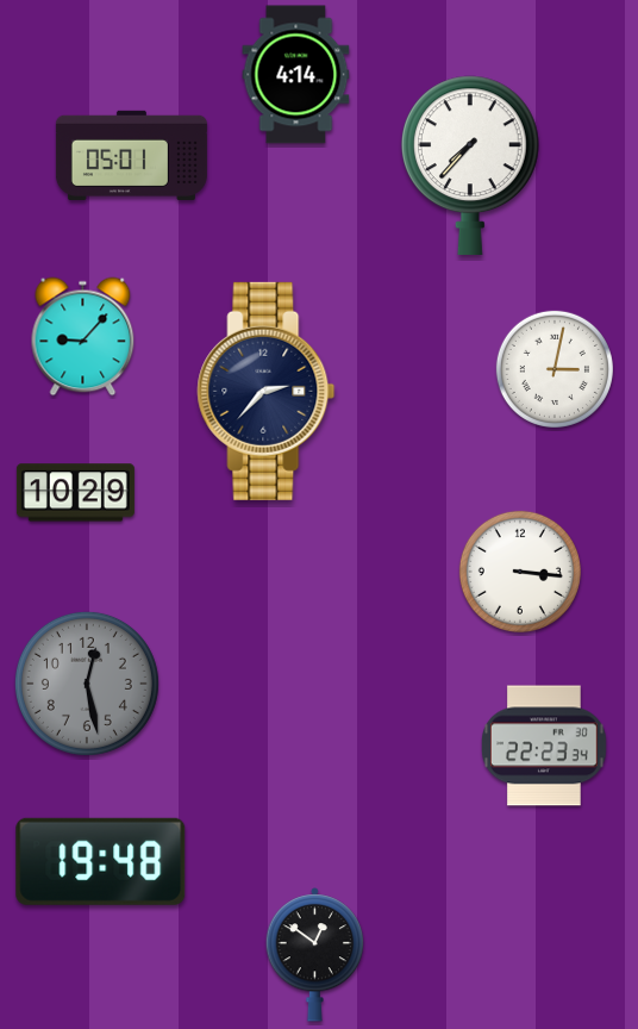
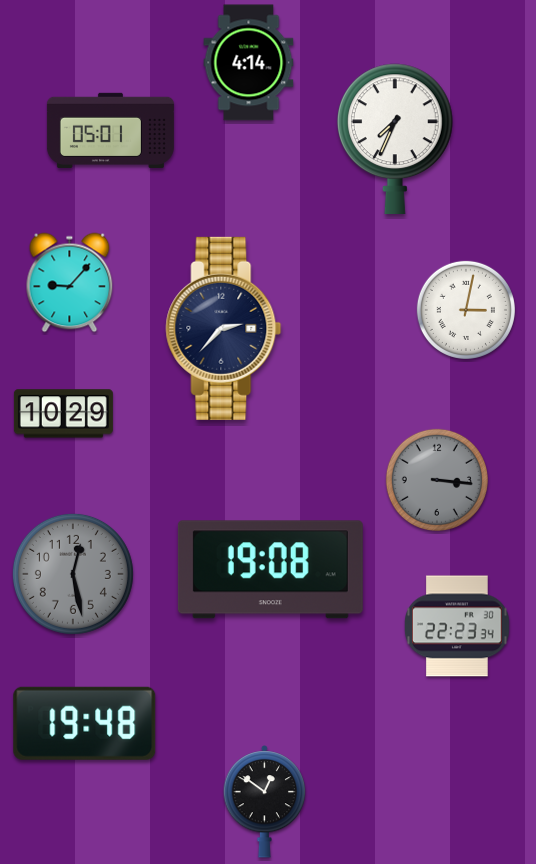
clock at (470, 164): 7:37 -> 7:34
clock at (520, 572) dial: white -> grey
clock at (270, 570): none -> 19:08
